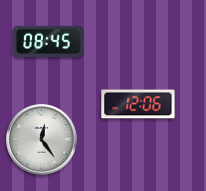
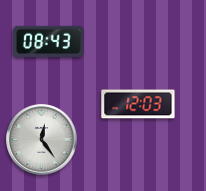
clock at (49, 41): 08:45 -> 08:43
clock at (138, 104): 12:06 -> 12:03
